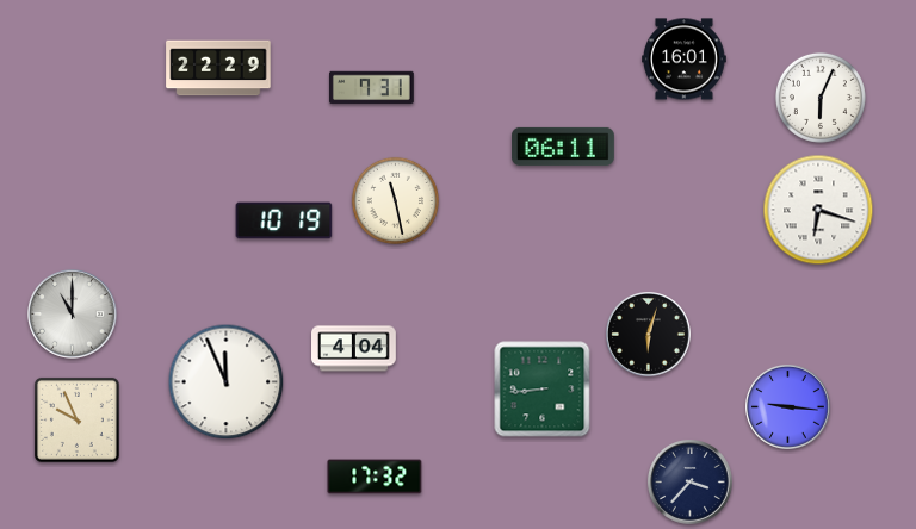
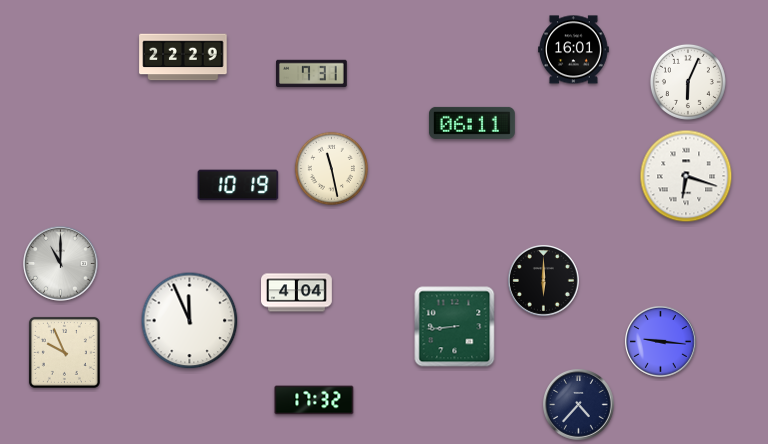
clock at (649, 335): 6:03 -> 6:00
clock at (691, 483): 3:37 -> 4:37
